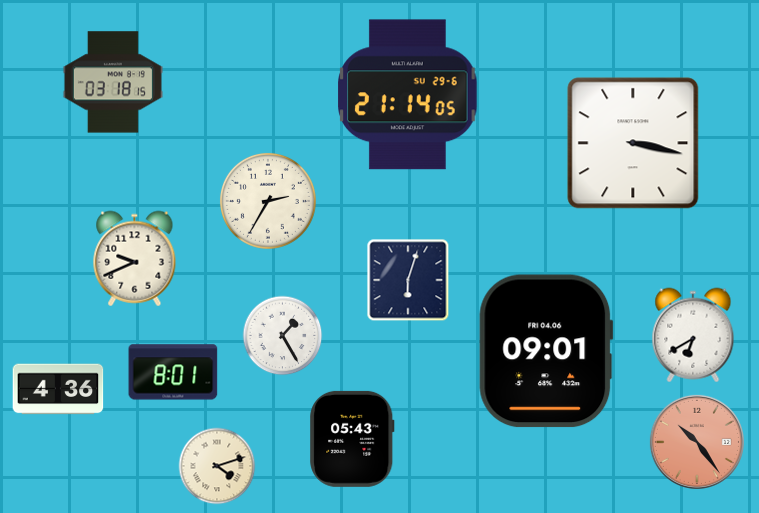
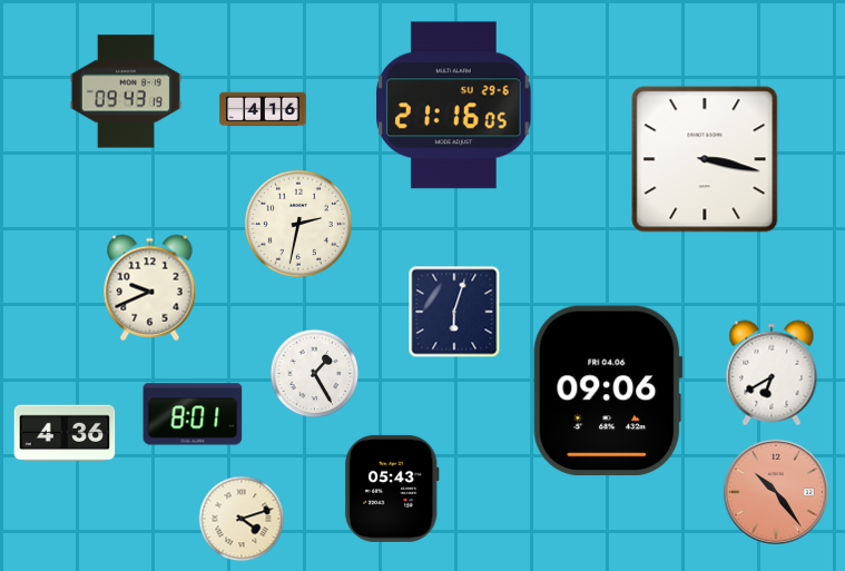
clock at (113, 82): 03:18 -> 09:43
clock at (408, 95): 21:14 -> 21:16
clock at (263, 109): none -> 4:16
clock at (268, 201): 2:35 -> 2:32
clock at (546, 351): 09:01 -> 09:06
